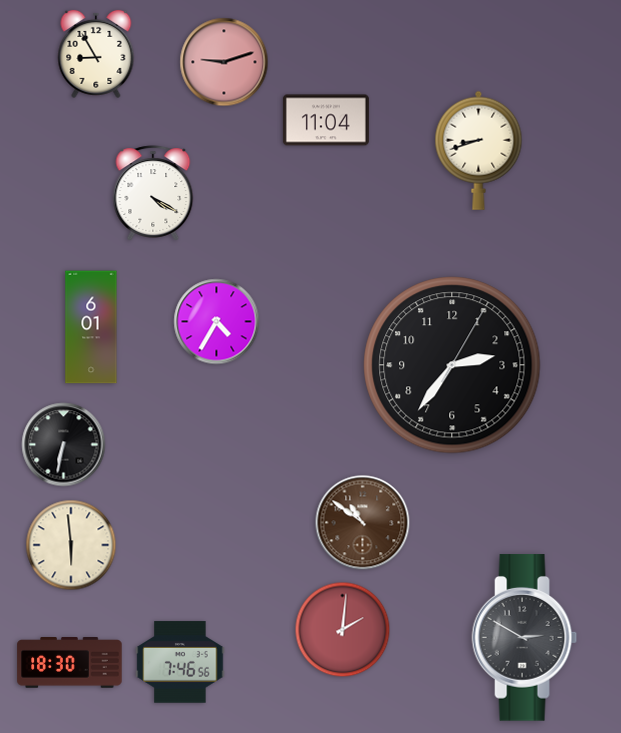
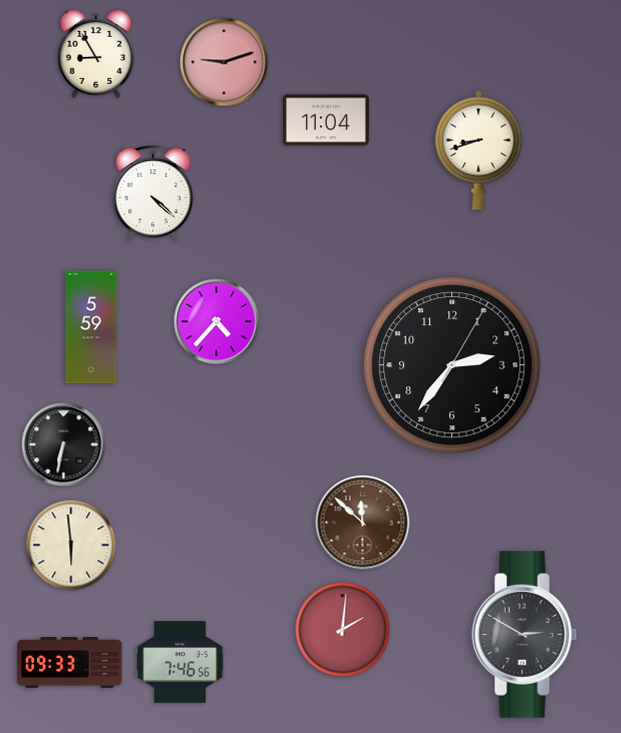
clock at (153, 193): 4:20 -> 4:22
clock at (217, 322): 4:35 -> 4:37
clock at (91, 327): 6:01 -> 5:59
clock at (363, 523): 10:51 -> 11:52
clock at (525, 638) position: (525, 638) -> (525, 635)
clock at (70, 663): 18:30 -> 09:33
